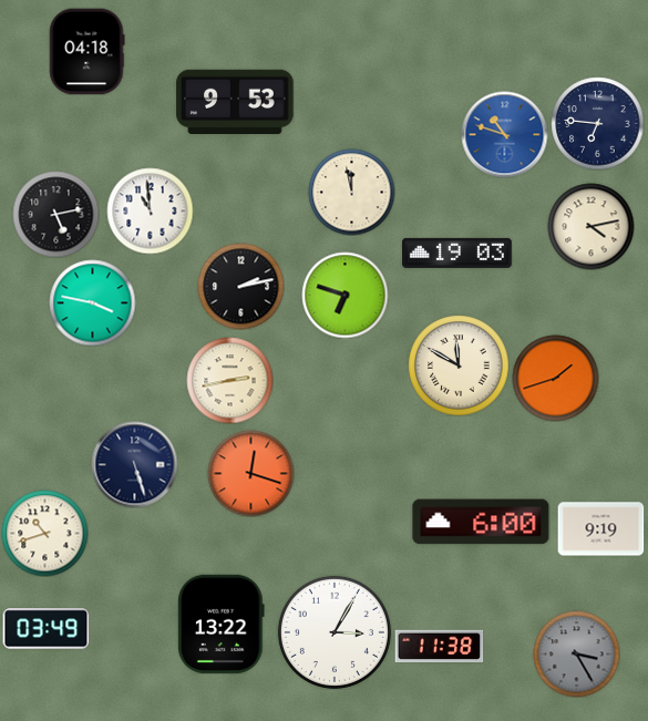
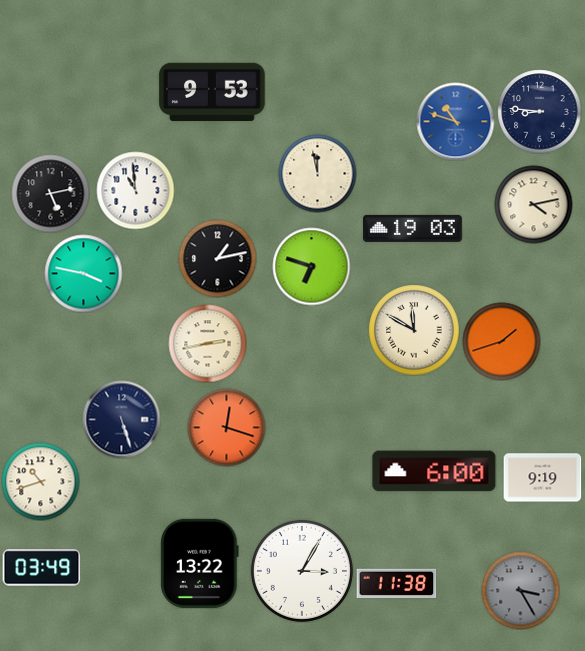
clock at (88, 51): 04:18 -> none
clock at (597, 123): 6:46 -> 8:46
clock at (240, 286): 2:13 -> 1:13
